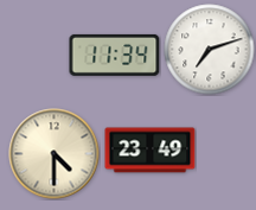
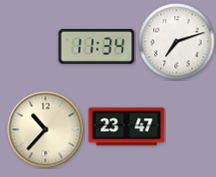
clock at (151, 151): 23:49 -> 23:47
clock at (55, 154): 4:30 -> 10:37
